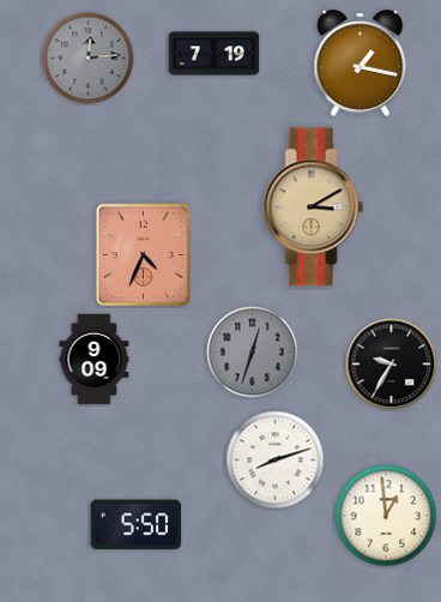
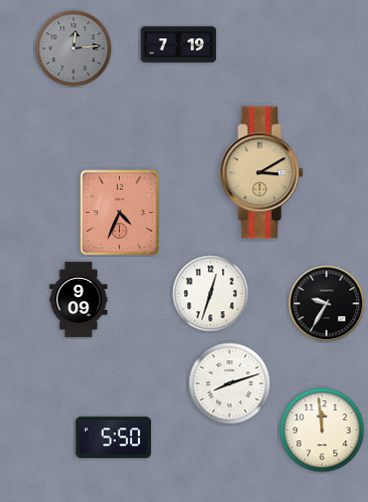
clock at (361, 62): 1:17 -> none
clock at (253, 353) dial: grey -> white
clock at (386, 516): 12:59 -> 11:59
